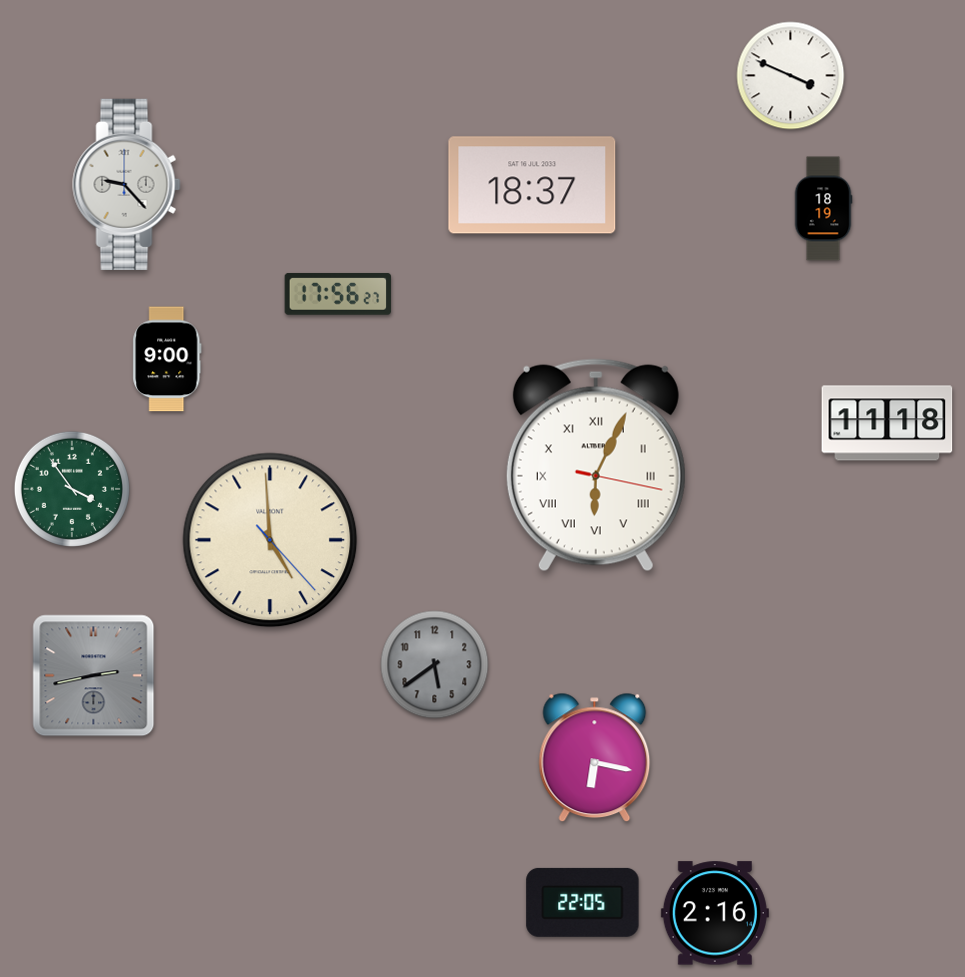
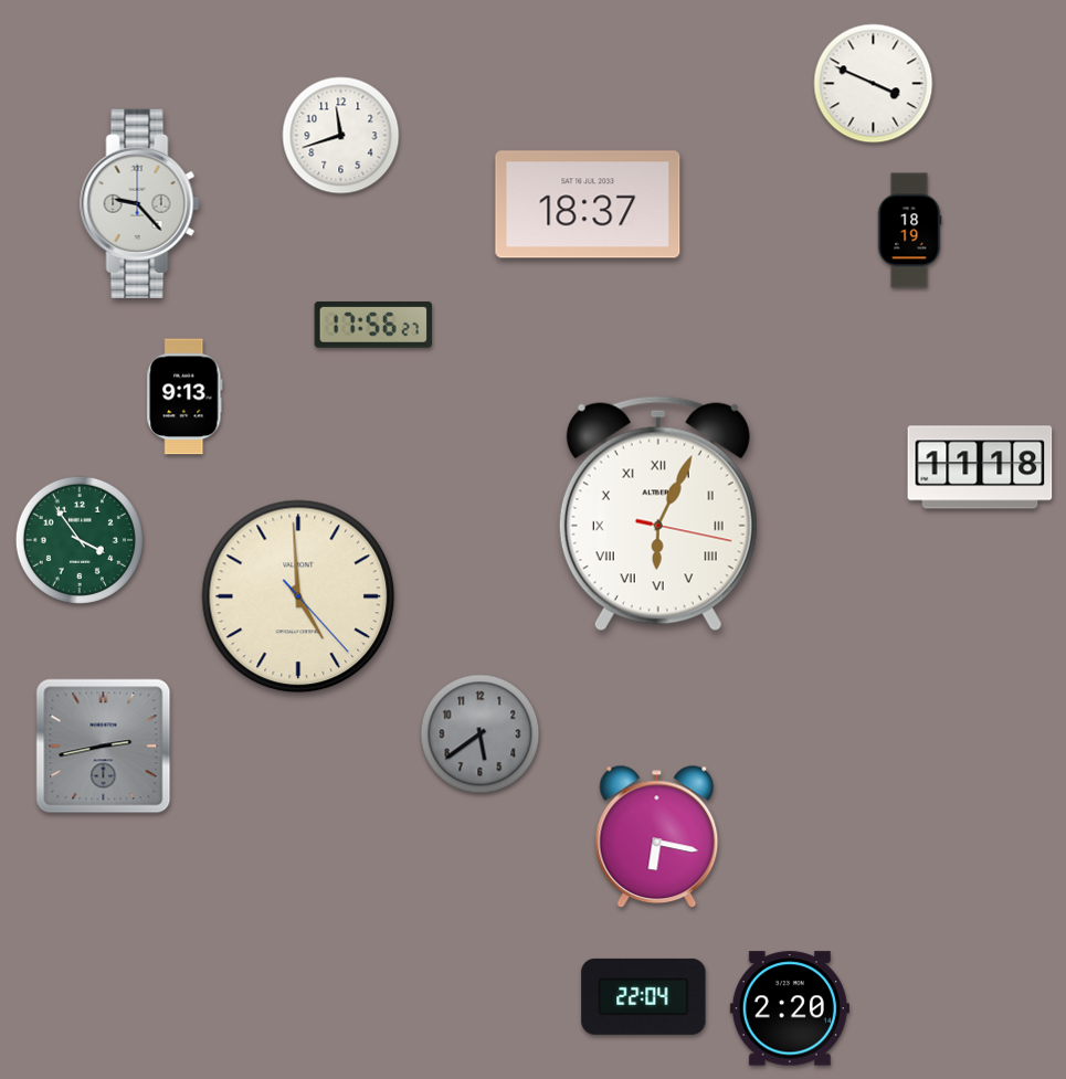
clock at (341, 136): none -> 11:42
clock at (167, 359): 9:00 -> 9:13
clock at (583, 902): 22:05 -> 22:04
clock at (715, 913): 2:16 -> 2:20
